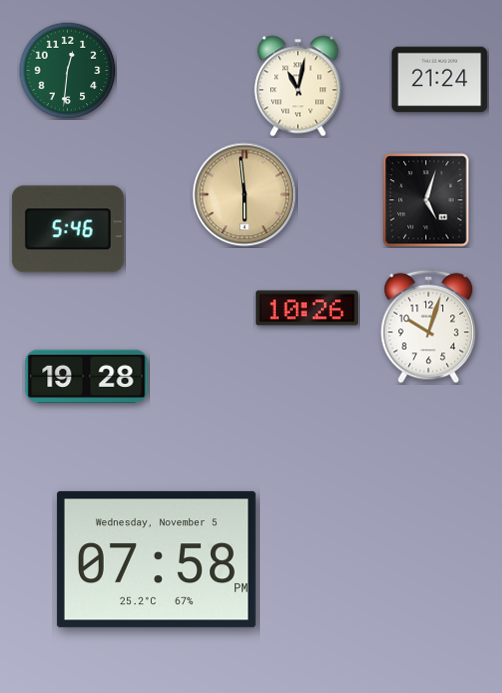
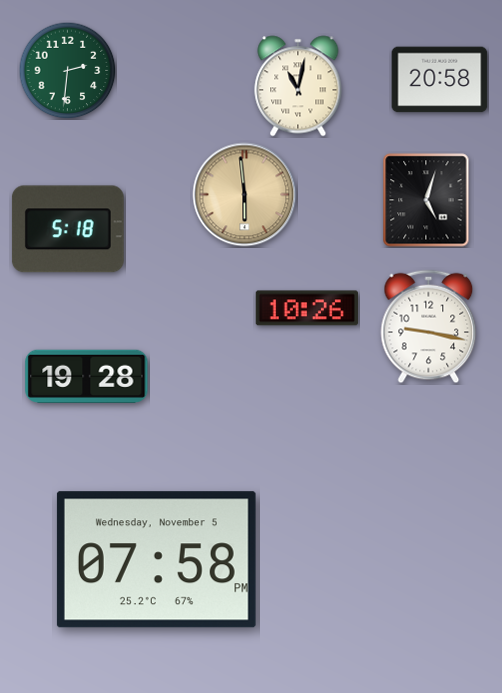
clock at (67, 70): 12:31 -> 2:31
clock at (440, 80): 21:24 -> 20:58
clock at (68, 229): 5:46 -> 5:18
clock at (429, 327): 10:03 -> 9:17
